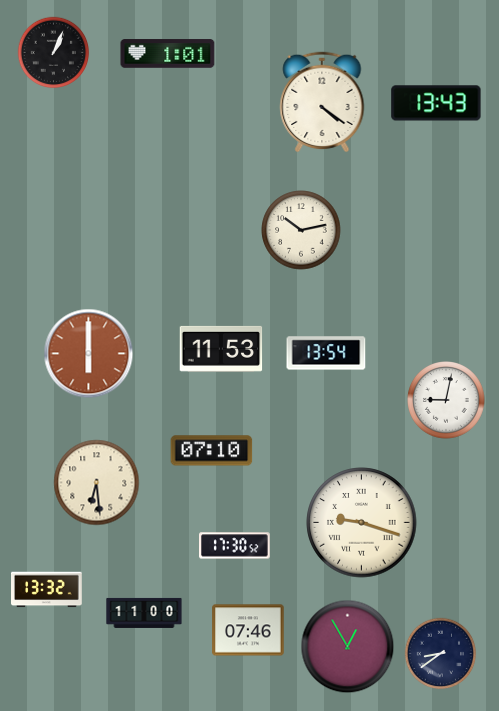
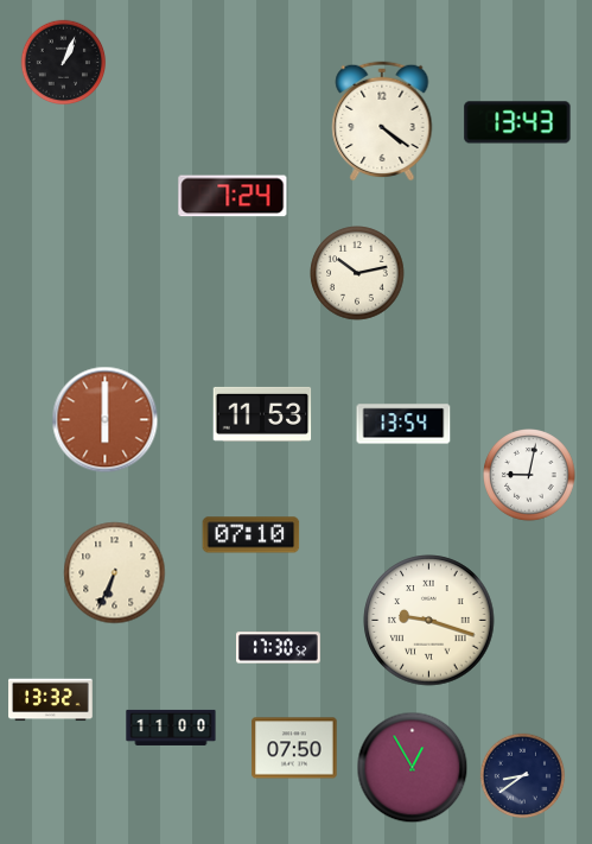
clock at (168, 54): 1:01 -> none
clock at (233, 196): none -> 7:24
clock at (326, 353) position: (326, 353) -> (403, 424)
clock at (97, 483): 6:29 -> 6:34
clock at (47, 590) position: (47, 590) -> (51, 700)
clock at (248, 630): 07:46 -> 07:50
